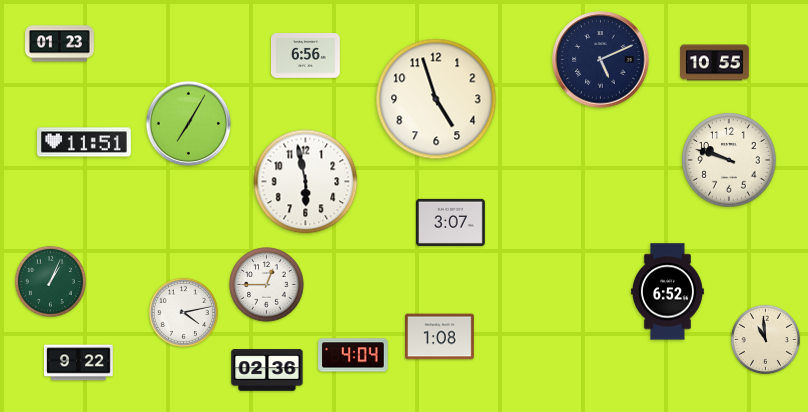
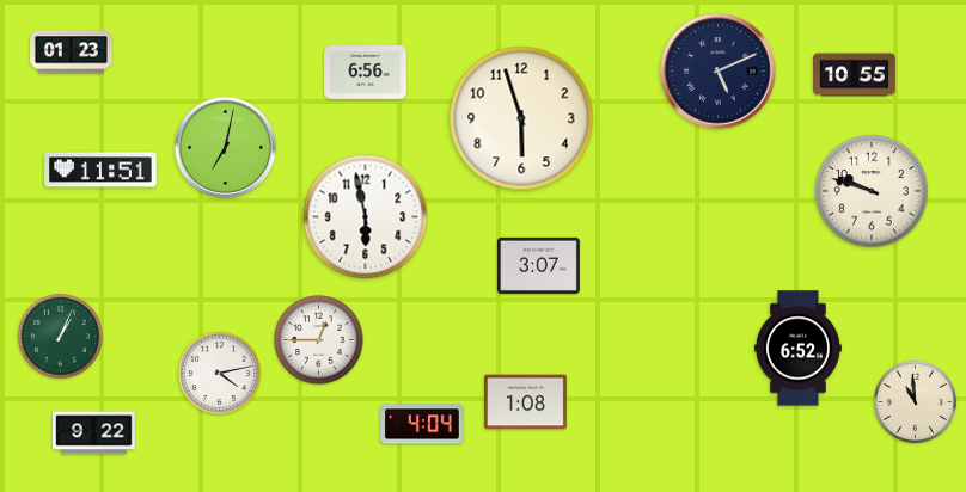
clock at (306, 56) position: (306, 56) -> (366, 73)
clock at (436, 99): 4:57 -> 5:57
clock at (189, 124): 7:05 -> 7:02
clock at (765, 339) position: (765, 339) -> (915, 401)
clock at (267, 370): 02:36 -> none
